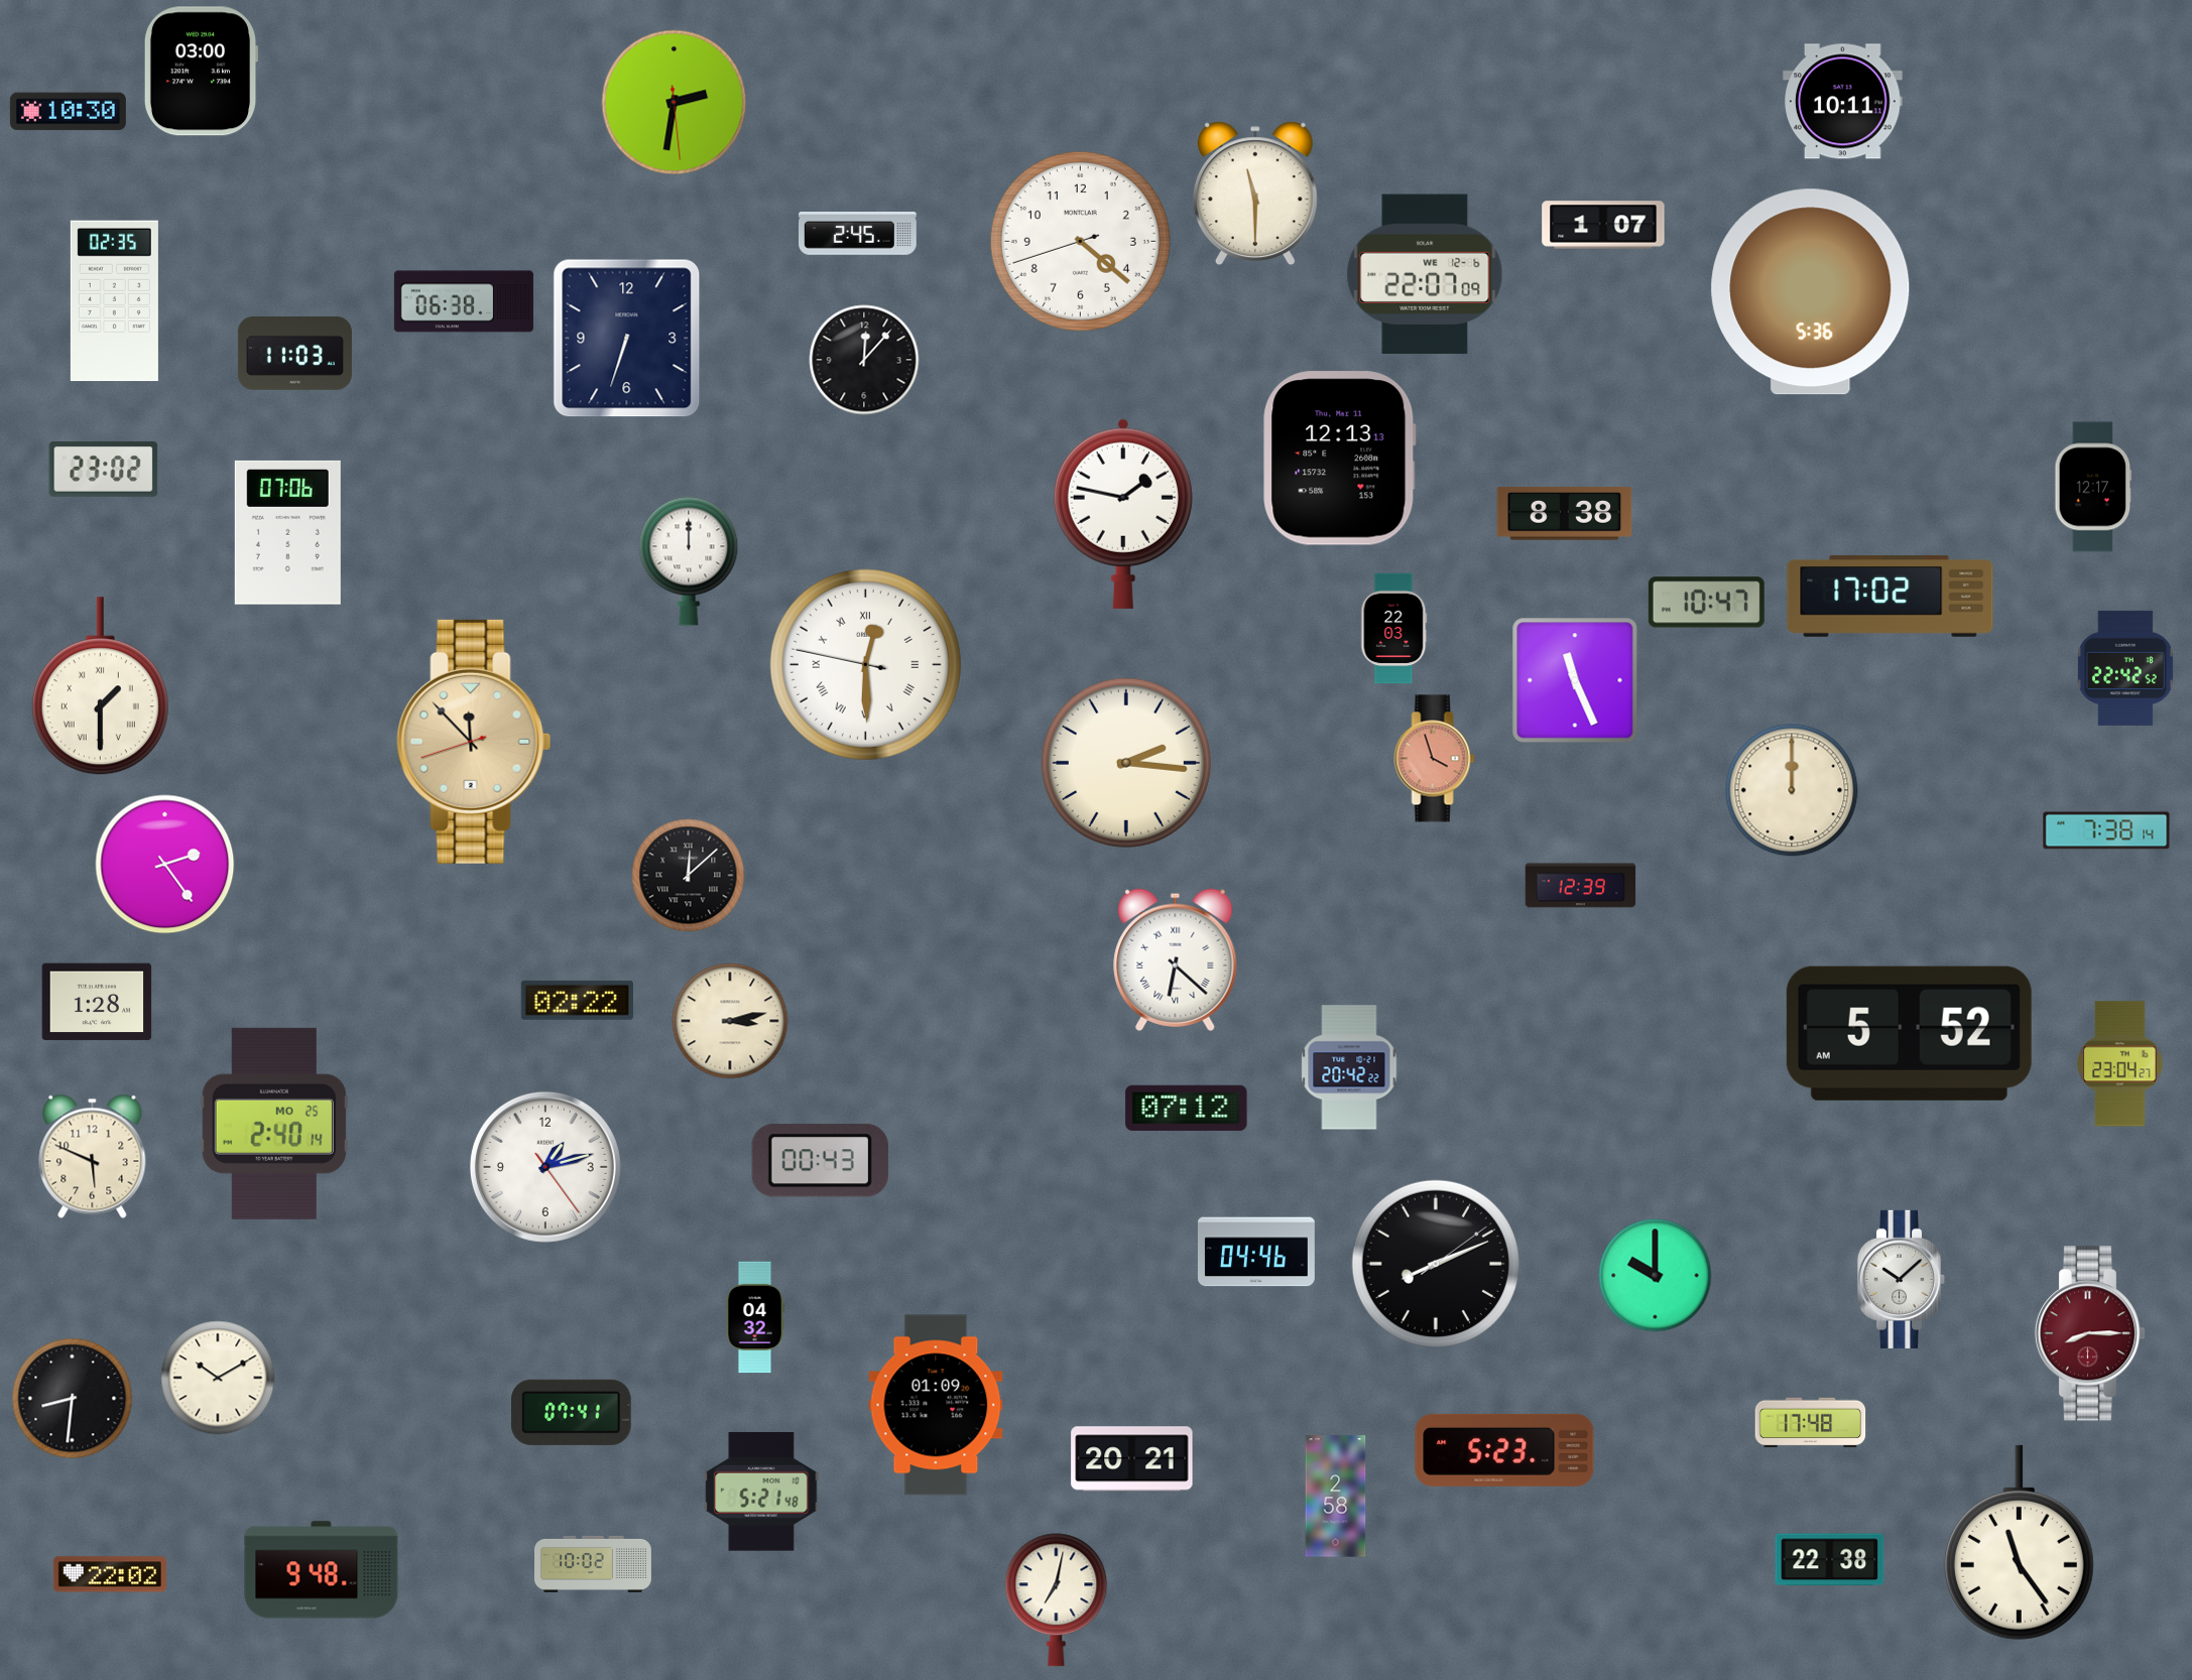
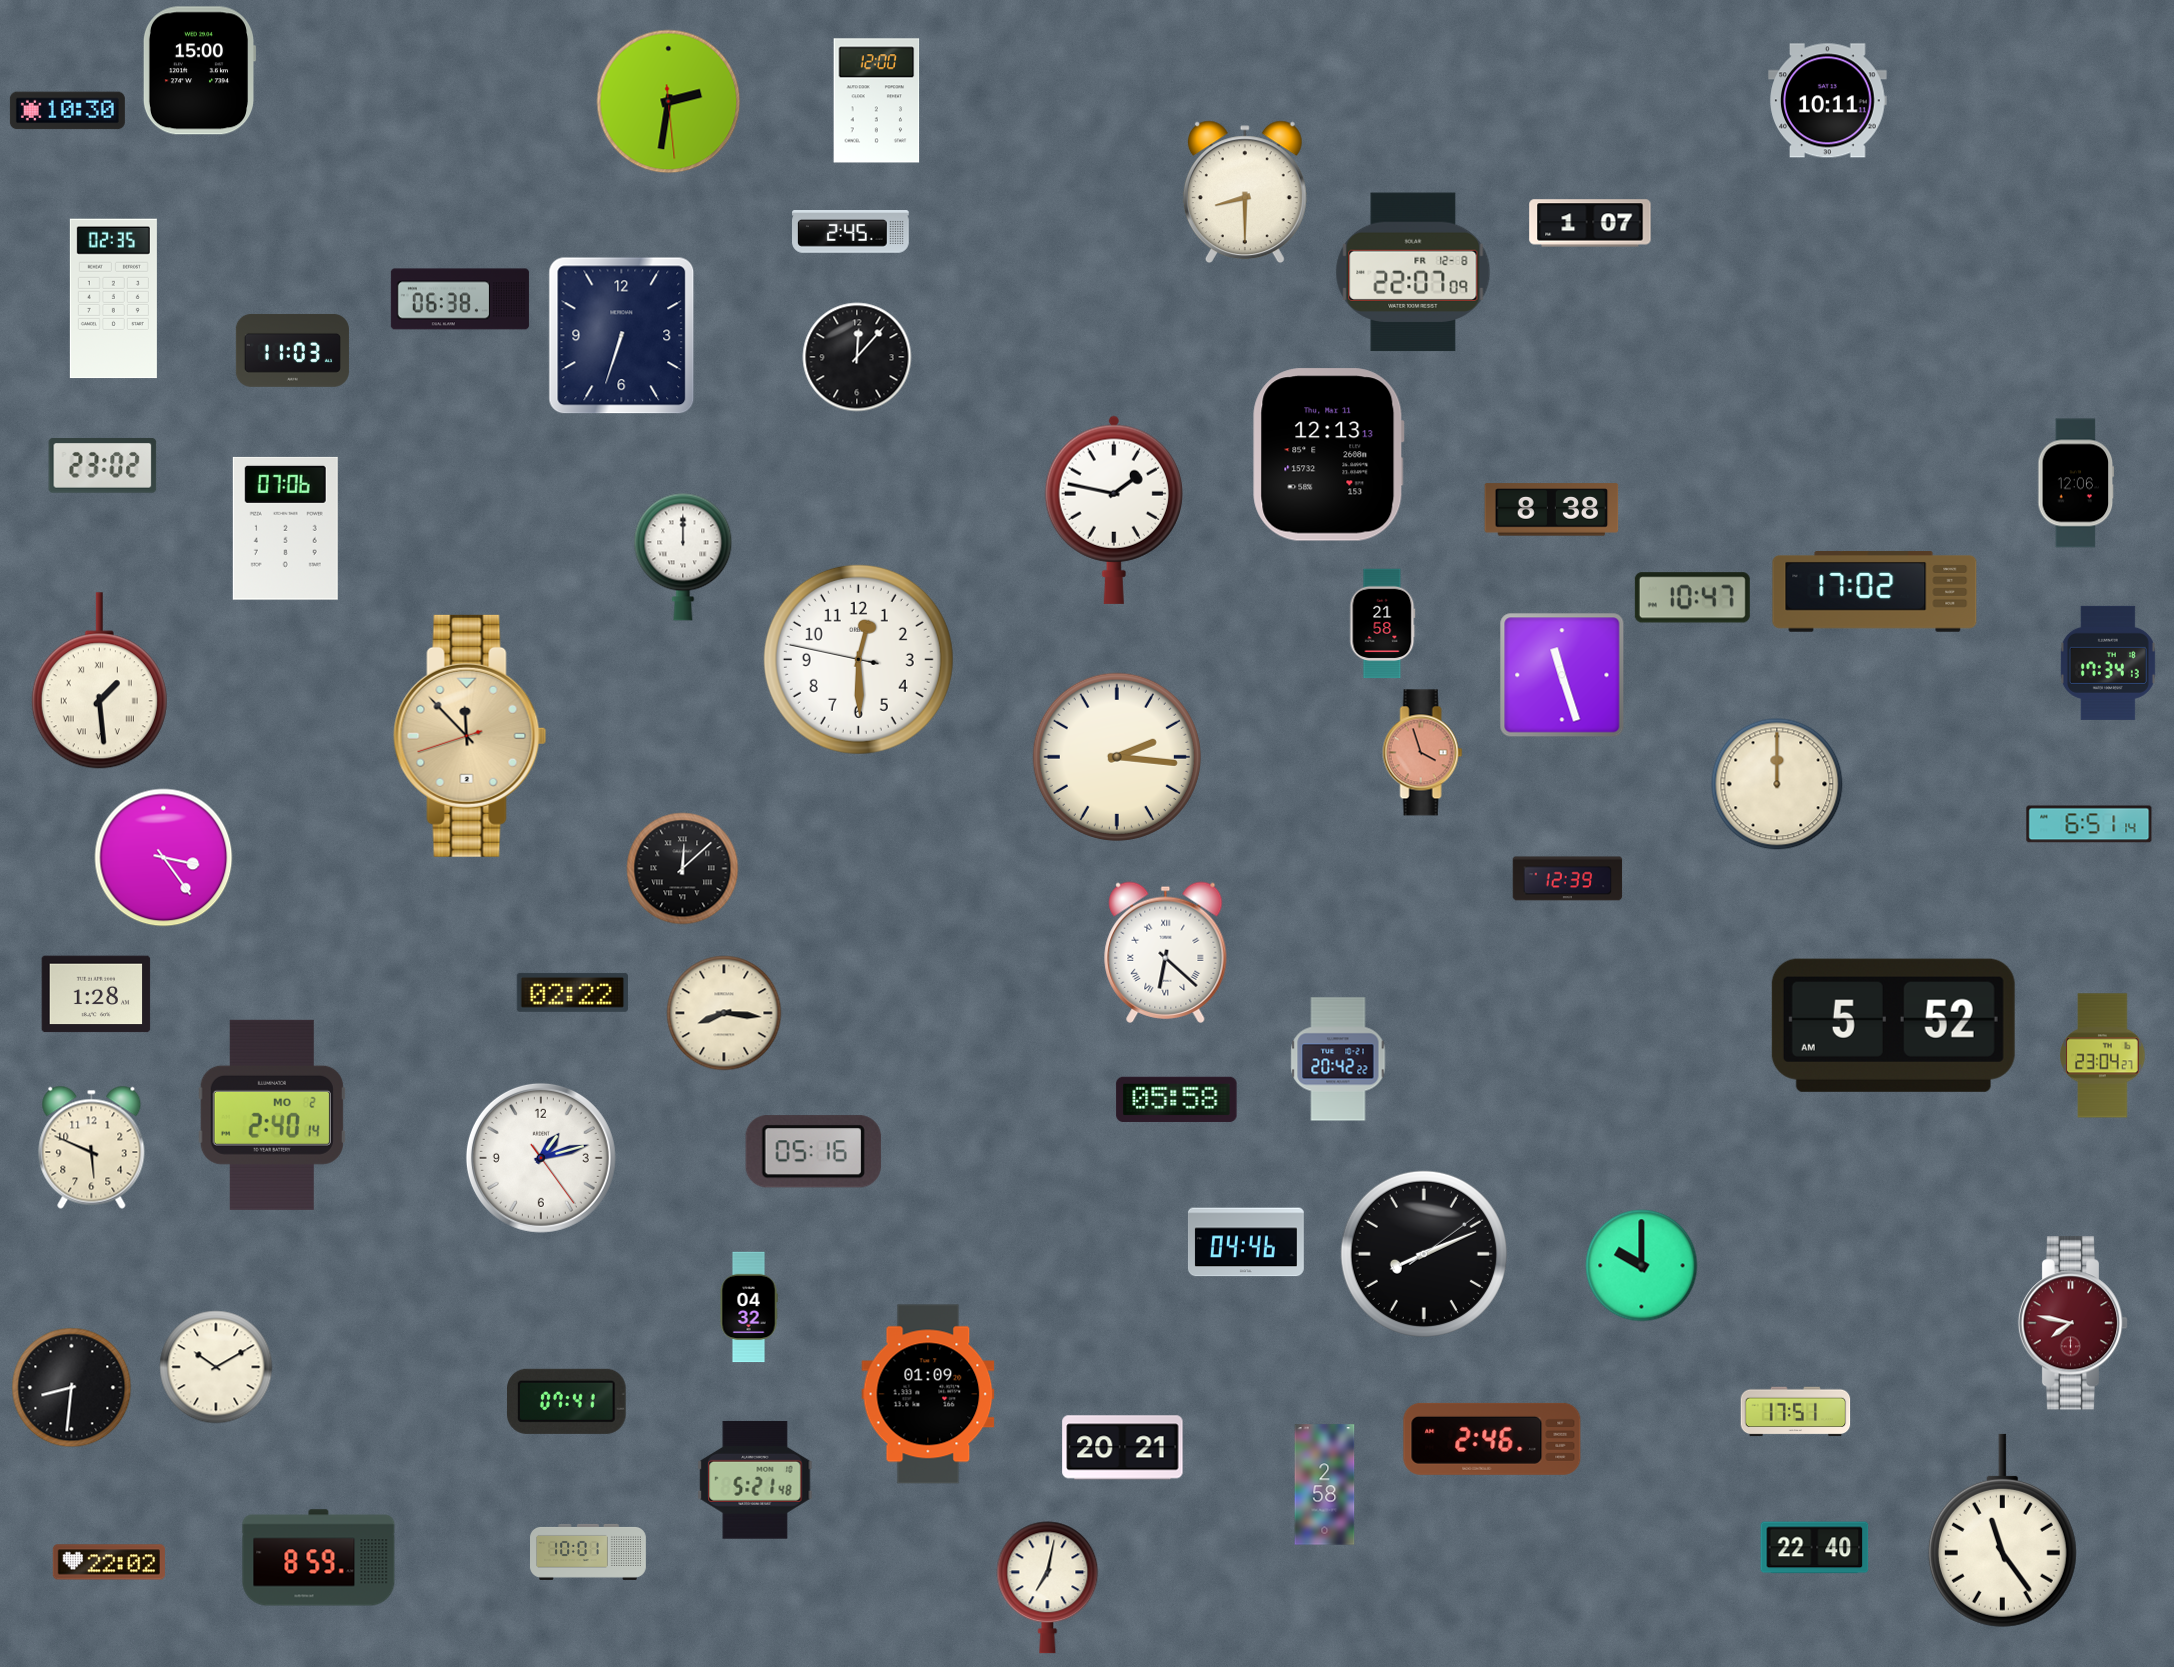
clock at (201, 72): 03:00 -> 15:00
clock at (877, 101): none -> 12:00
clock at (1255, 193): 11:30 -> 8:30
clock at (1080, 241): 4:21 -> none
clock at (1425, 274) date: WE 12-6 -> FR 12-8
clock at (1811, 292): 5:36 -> none
clock at (2093, 487): 12:17 -> 12:06
clock at (1394, 629): 22:03 -> 21:58
clock at (865, 664) numerals: Roman -> Arabic
clock at (2125, 668): 22:42 -> 17:34
clock at (1575, 680): 11:26 -> 11:27
clock at (100, 686): 1:30 -> 1:29
clock at (2106, 830): 7:38 -> 6:51
clock at (165, 865): 2:24 -> 3:24
clock at (730, 1021): 3:13 -> 8:16
clock at (1187, 1108): 07:12 -> 05:58
clock at (274, 1124) date: MO 25 -> MO 2
clock at (820, 1161): 00:43 -> 05:16
clock at (1902, 1279): 10:08 -> none
clock at (2090, 1333): 8:15 -> 7:47
clock at (1811, 1423): 17:48 -> 17:51
clock at (1504, 1450): 5:23 -> 2:46
clock at (1830, 1560): 22:38 -> 22:40
clock at (594, 1564): 10:02 -> 10:01
clock at (322, 1570): 9:48 -> 8:59
